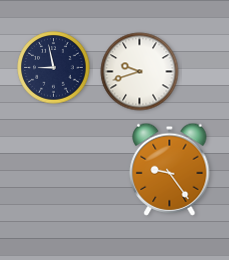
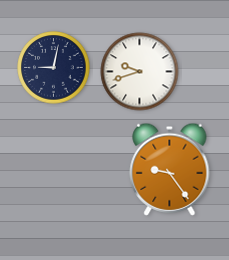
clock at (54, 68): 8:58 -> 9:02
